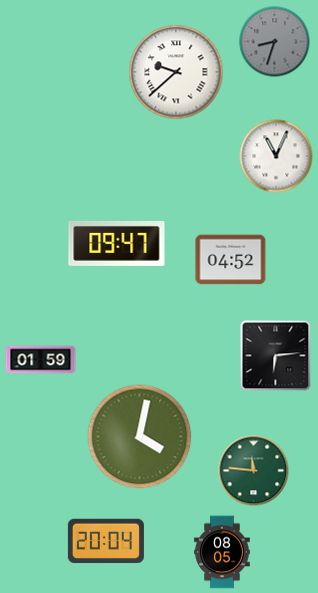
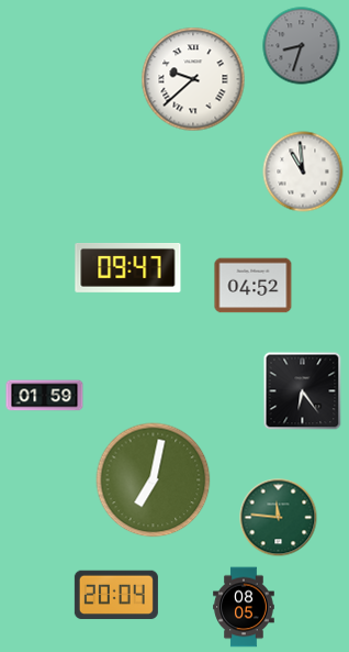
clock at (276, 156): 11:04 -> 10:59
clock at (276, 356): 6:14 -> 6:24
clock at (140, 437): 4:02 -> 7:02
